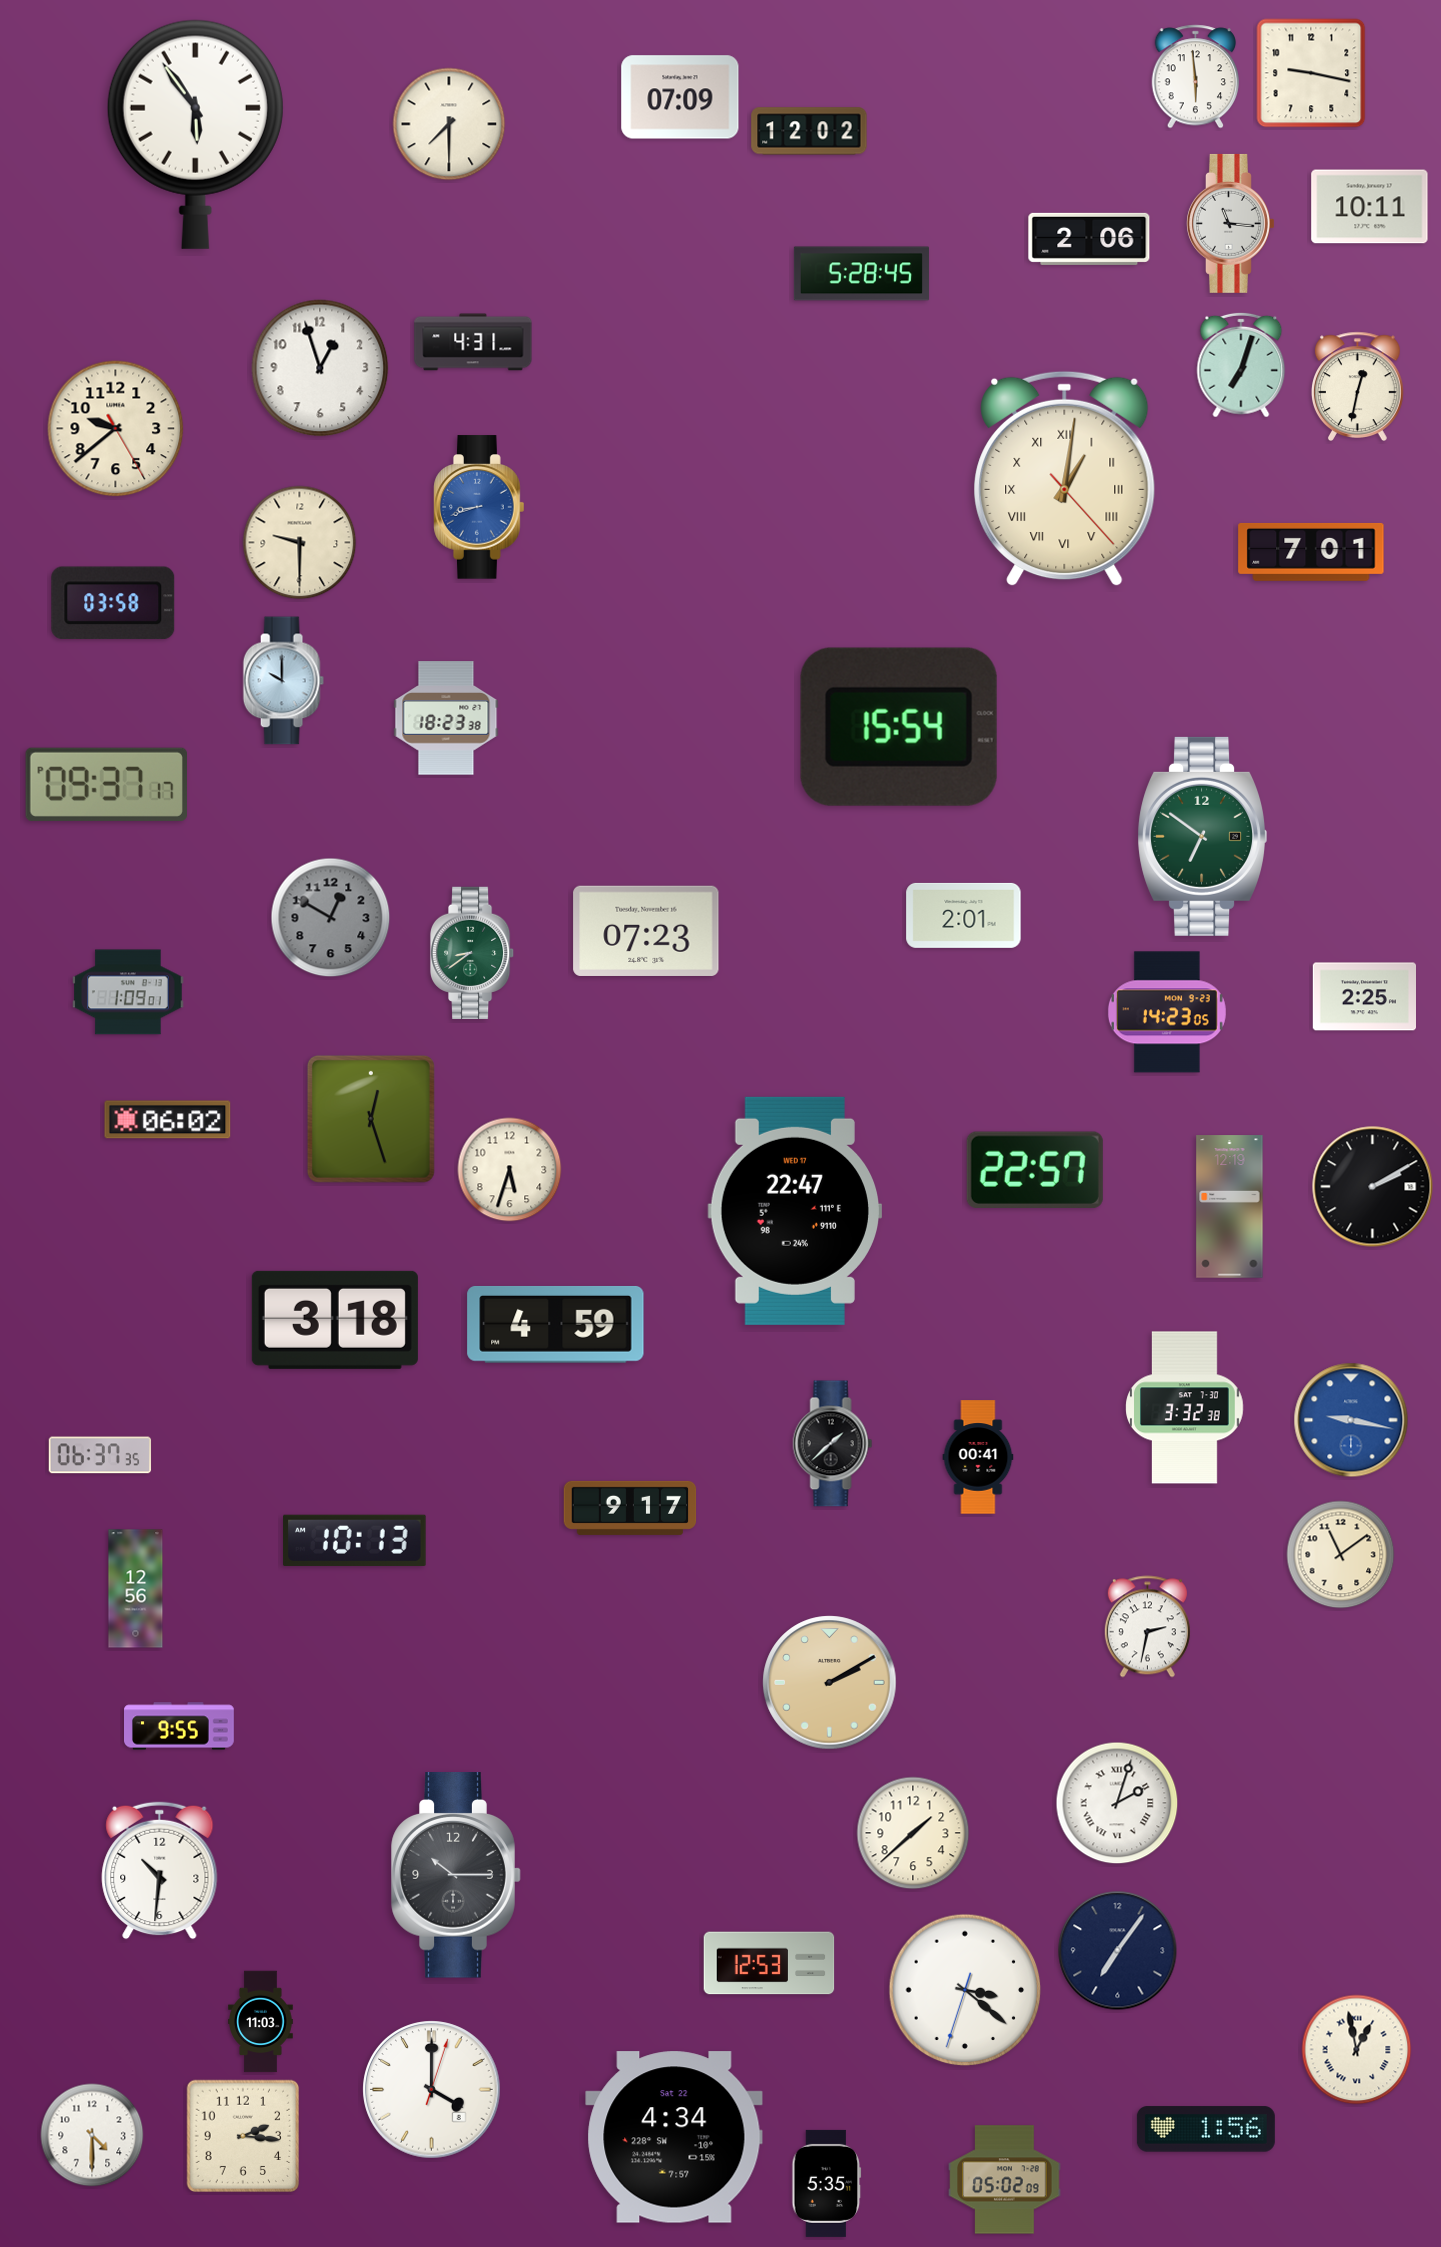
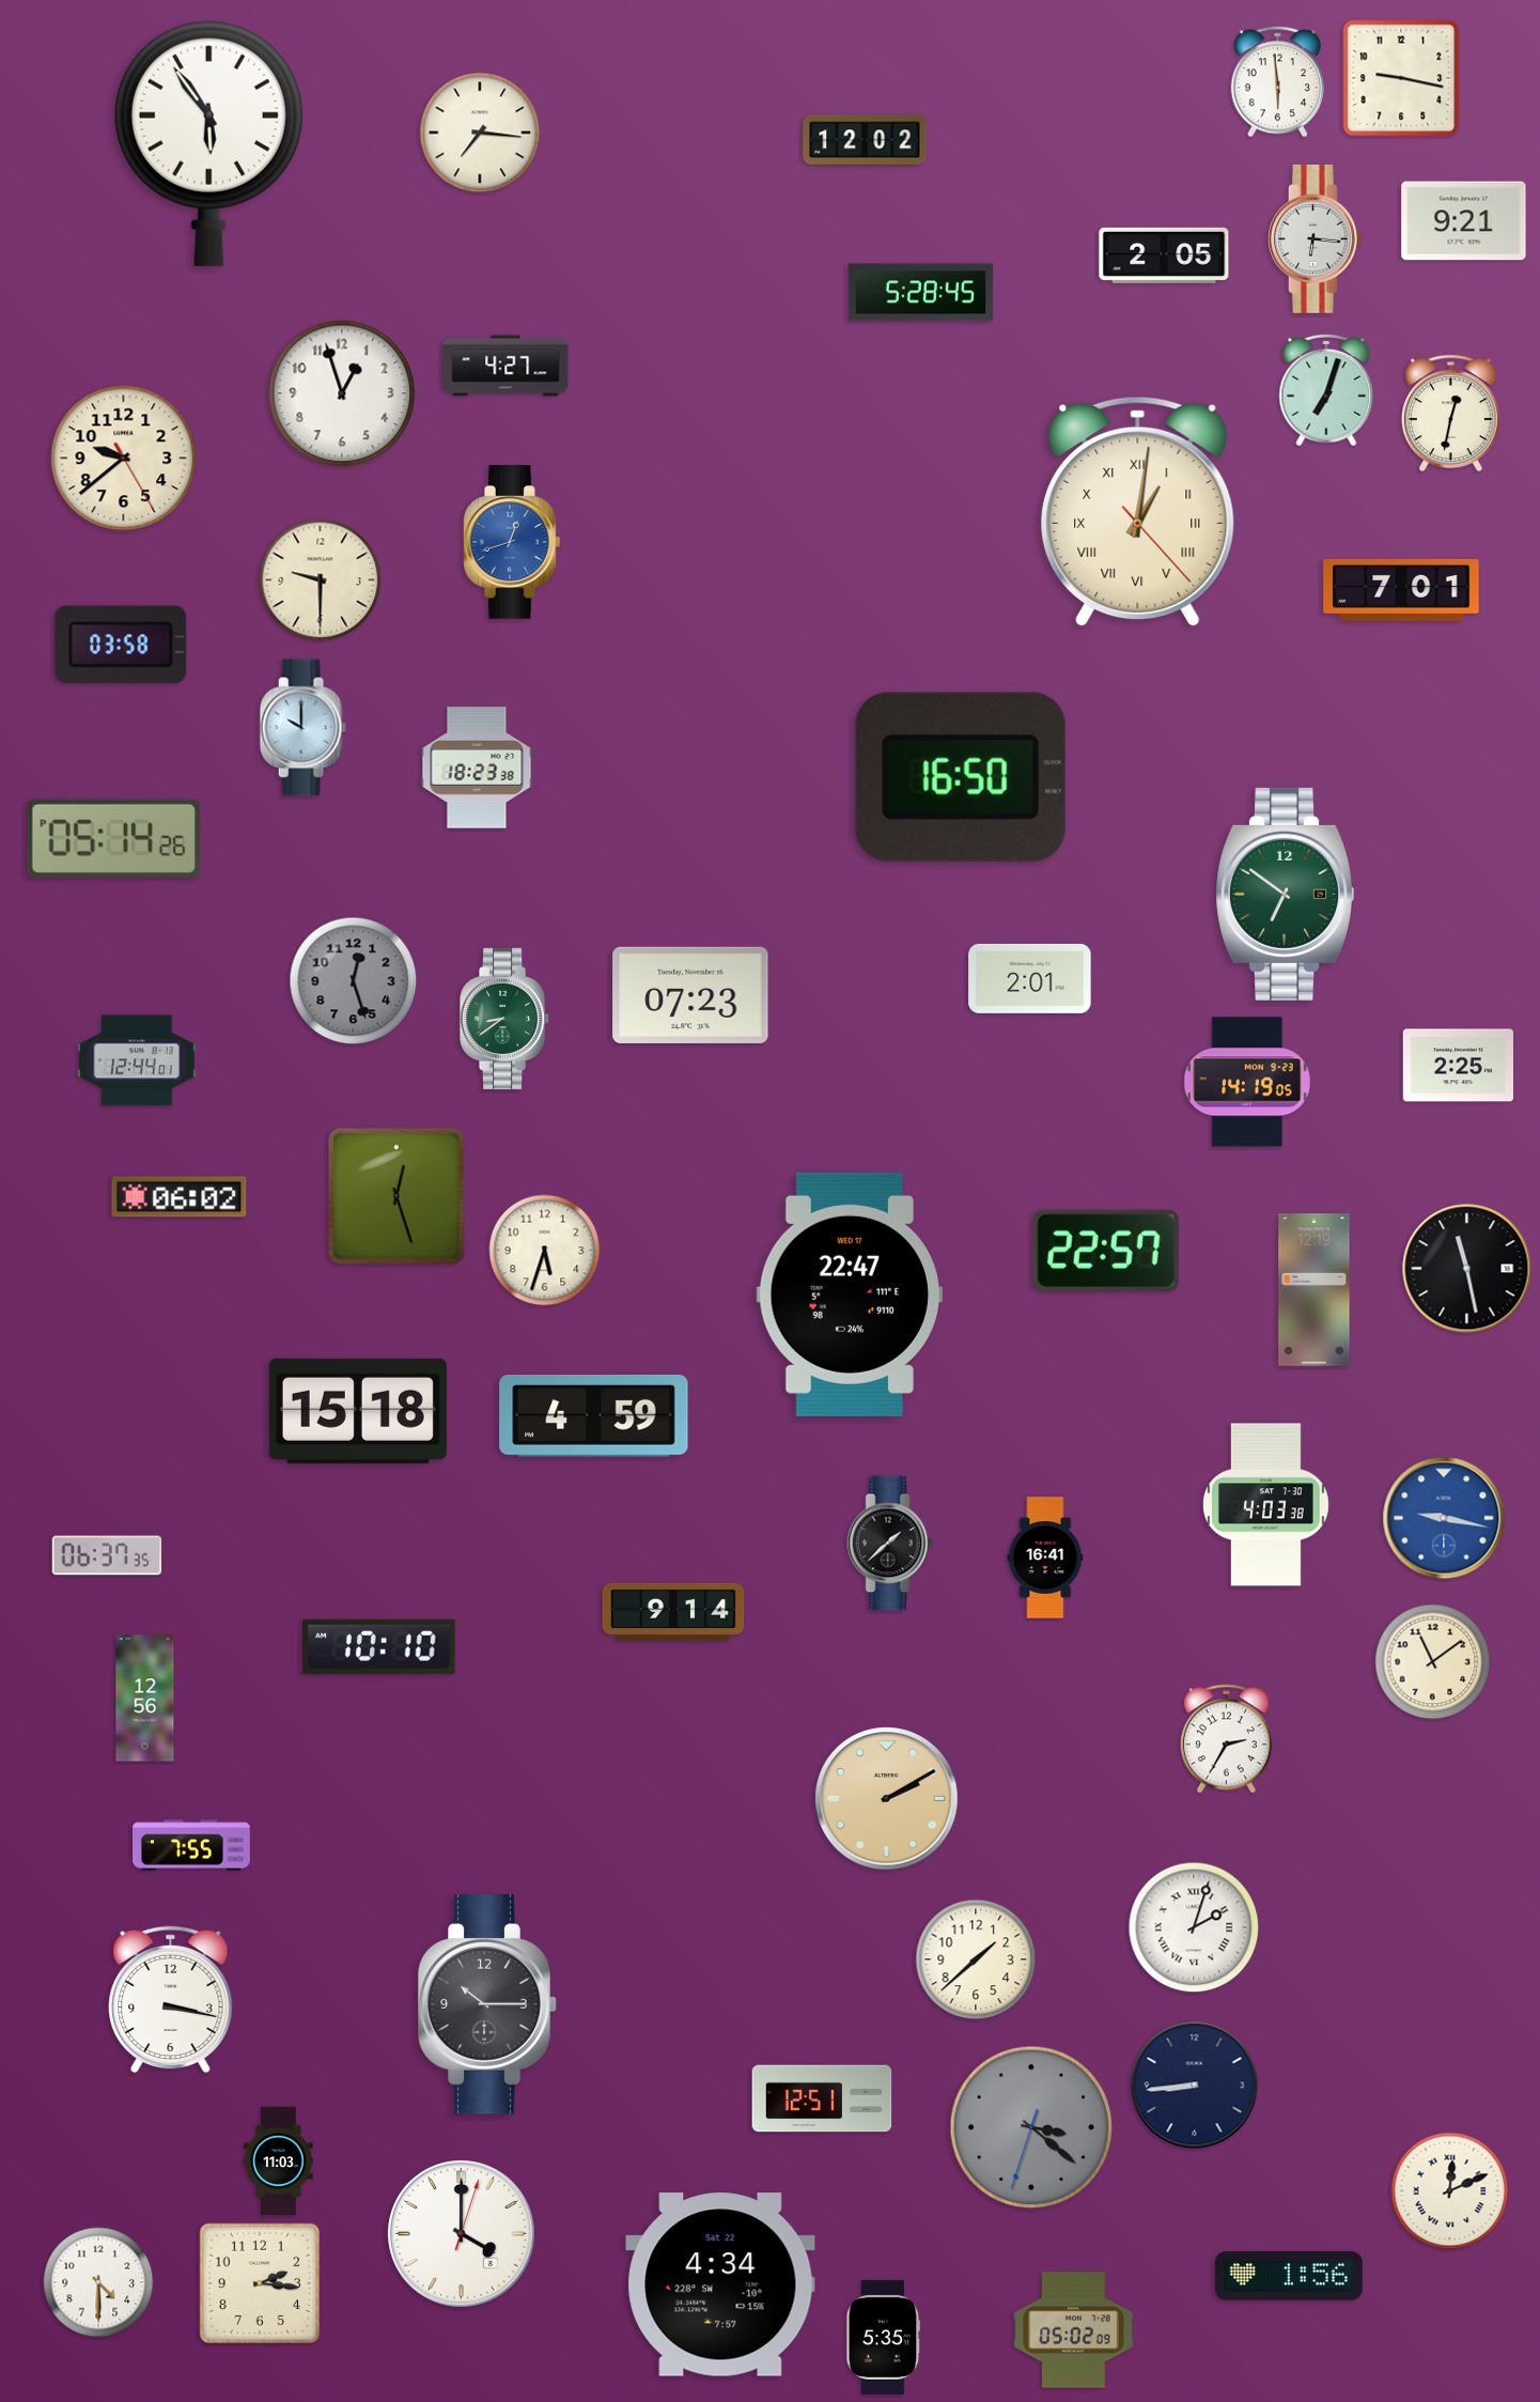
clock at (680, 97): 07:09 -> none
clock at (449, 124): 7:30 -> 7:16
clock at (1370, 207): 10:11 -> 9:21
clock at (1231, 223): 11:16 -> 6:16
clock at (1089, 239): 2:06 -> 2:05
clock at (473, 342): 4:31 -> 4:27
clock at (479, 507): 8:42 -> 12:42
clock at (899, 727): 15:54 -> 16:50
clock at (106, 784): 09:37 -> 05:14
clock at (331, 918): 12:50 -> 12:27
clock at (128, 992): 1:09 -> 12:44
clock at (1167, 1012): 14:23 -> 14:19
clock at (1373, 1187): 2:10 -> 11:28
clock at (335, 1320): 3:18 -> 15:18
clock at (1185, 1408): 3:32 -> 4:03
clock at (978, 1457): 00:41 -> 16:41
clock at (630, 1508): 9:17 -> 9:14
clock at (355, 1540): 10:13 -> 10:10
clock at (1147, 1627): 2:32 -> 2:35
clock at (180, 1726): 9:55 -> 7:55
clock at (160, 1871): 10:31 -> 3:17
clock at (1118, 1951): 7:06 -> 8:44
clock at (769, 1963): 12:53 -> 12:51
clock at (965, 1990) dial: white -> grey
clock at (1357, 2050): 12:58 -> 12:11
clock at (827, 2183) position: (827, 2183) -> (884, 2337)
